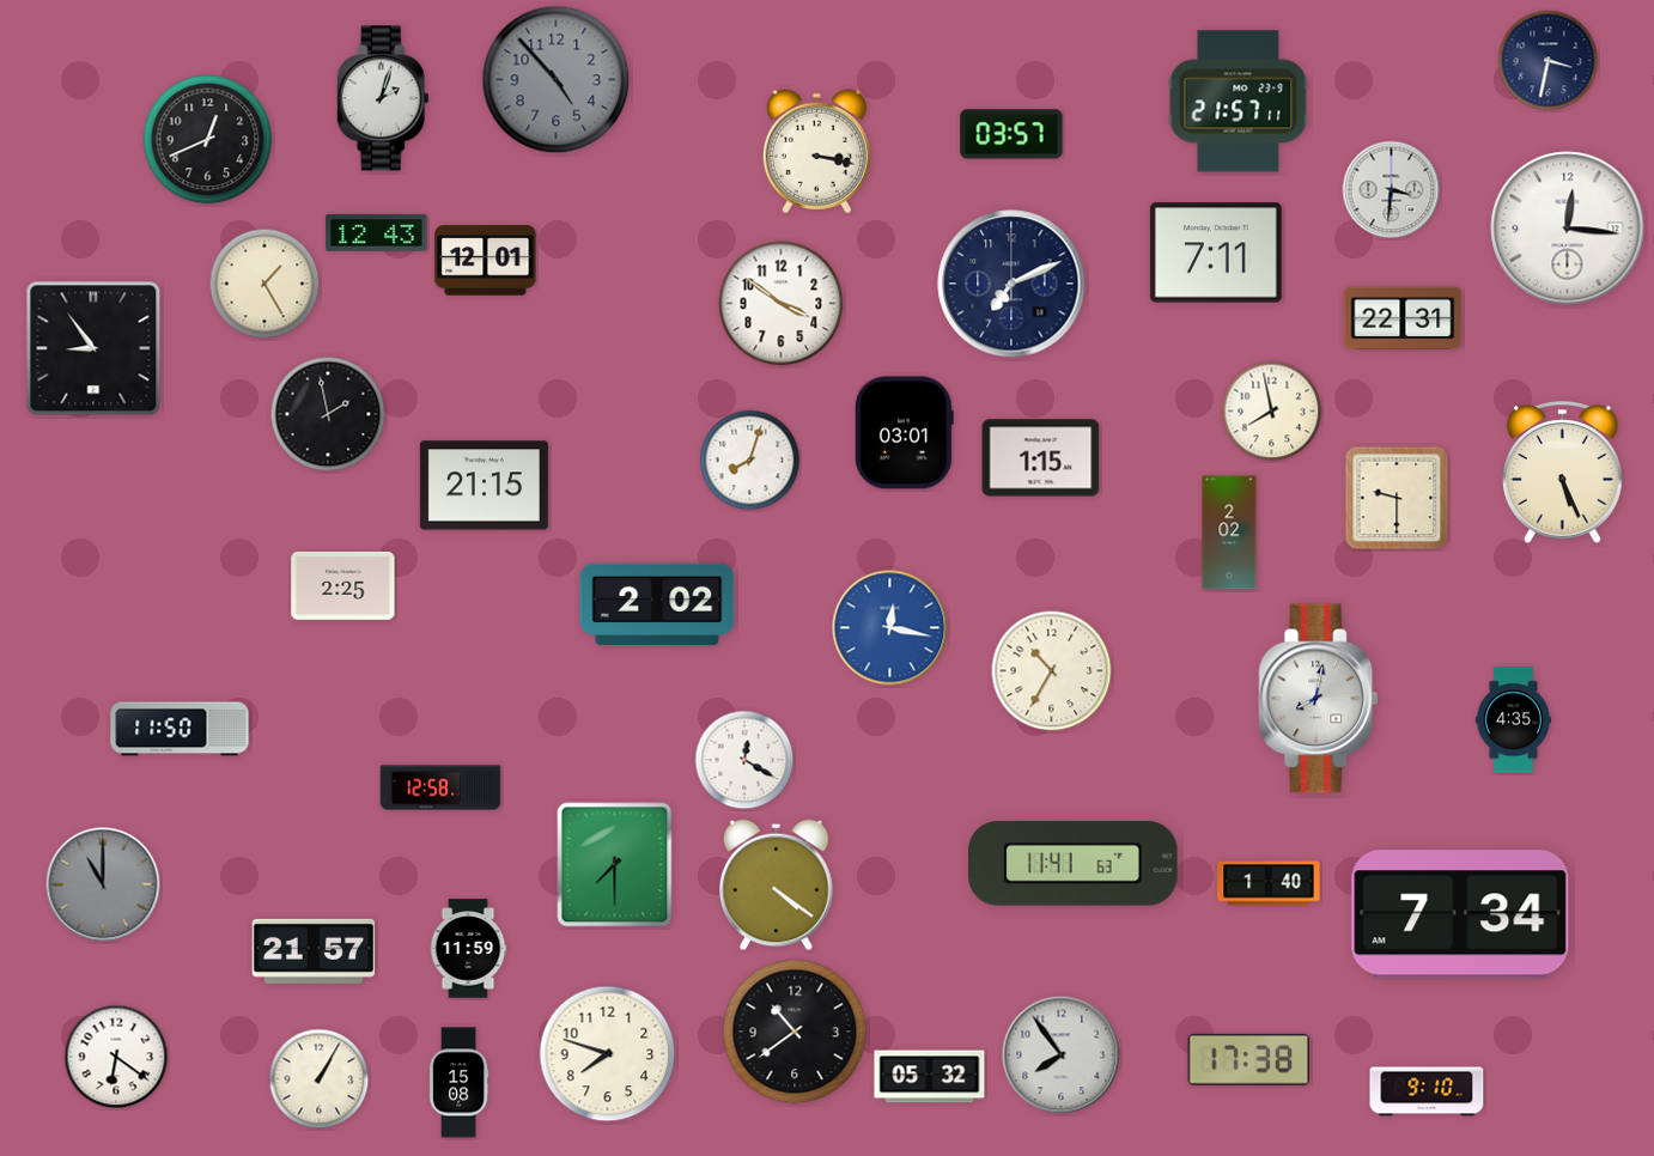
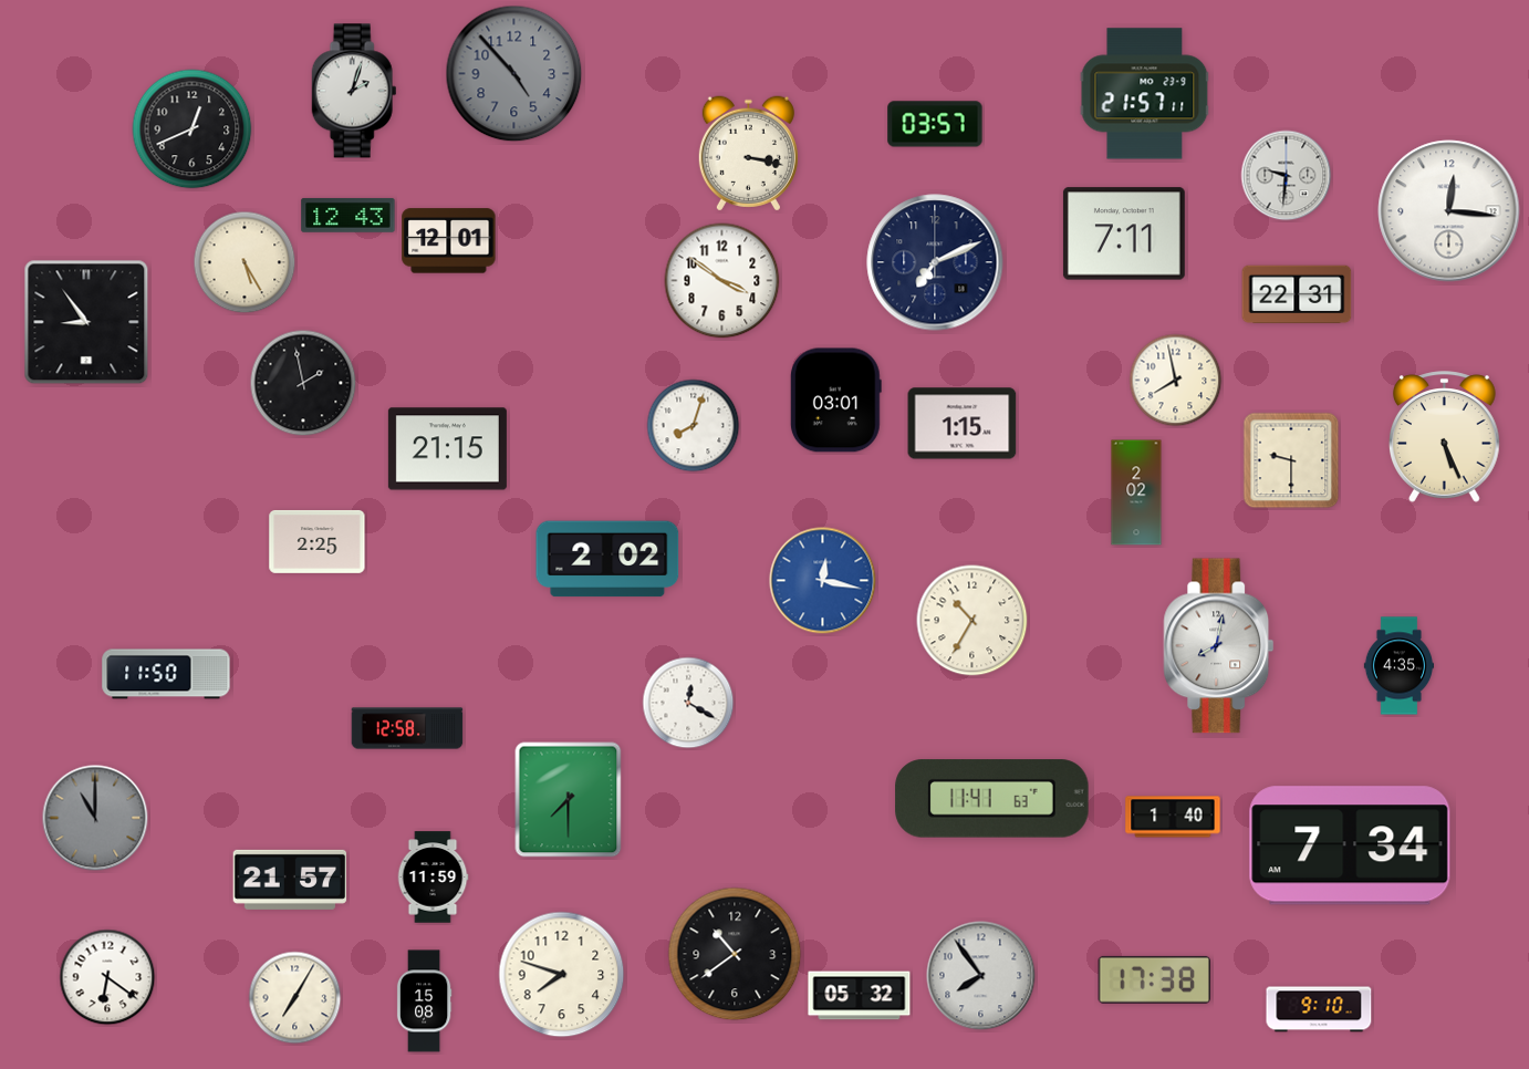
clock at (1549, 61): 3:32 -> none
clock at (816, 152) position: (816, 152) -> (748, 154)
clock at (1392, 190): 3:31 -> 9:31
clock at (264, 284): 1:25 -> 5:25
clock at (777, 886): 4:21 -> none
clock at (320, 1079): 1:05 -> 7:05
